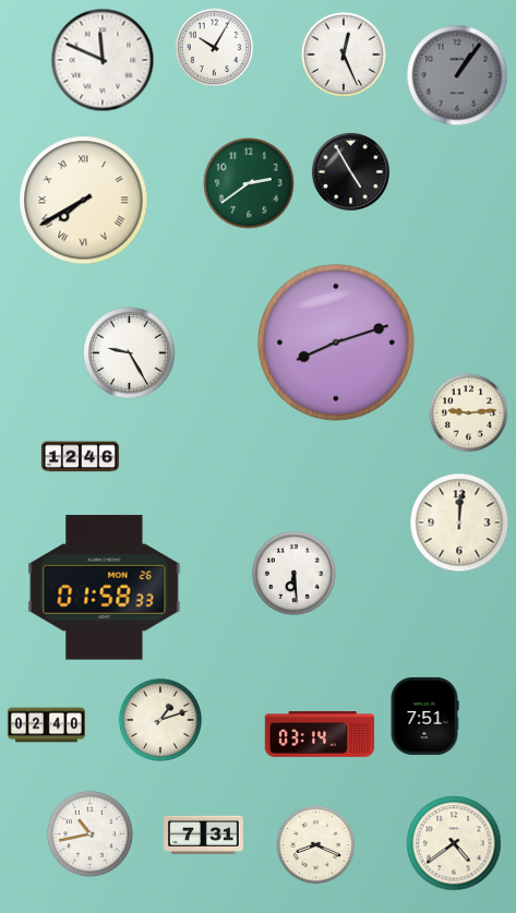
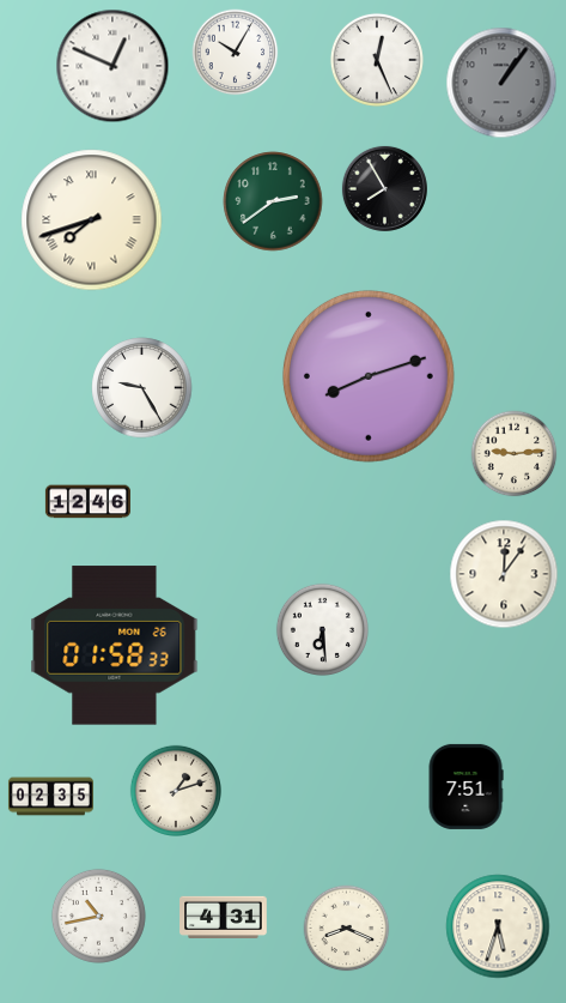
clock at (103, 60): 11:49 -> 12:49
clock at (350, 171): 4:55 -> 7:55
clock at (84, 201): 7:40 -> 7:42
clock at (459, 522): 12:01 -> 12:06
clock at (46, 725): 02:40 -> 02:35
clock at (320, 735): 03:14 -> none
clock at (204, 834): 7:31 -> 4:31
clock at (454, 843): 4:39 -> 5:33
